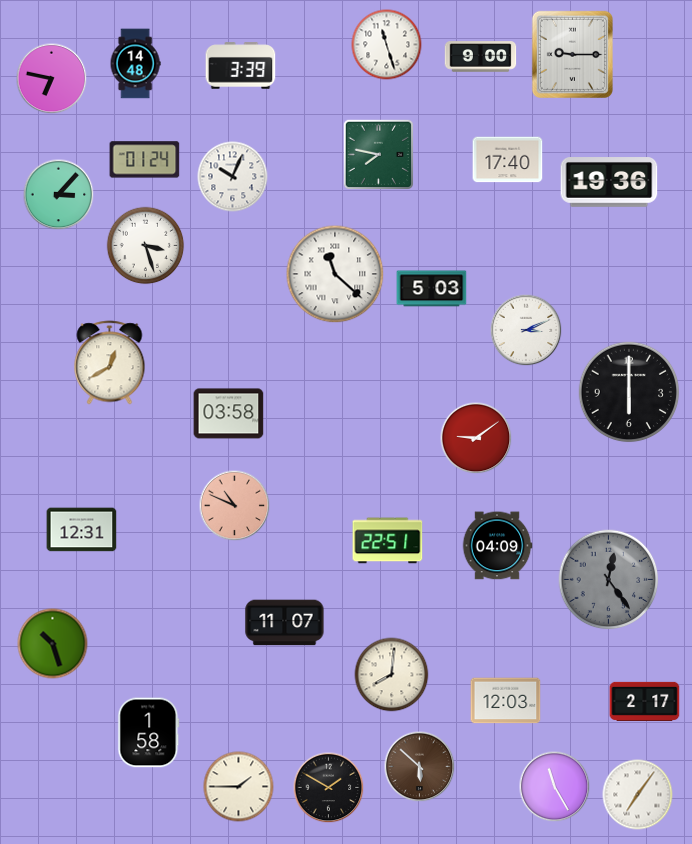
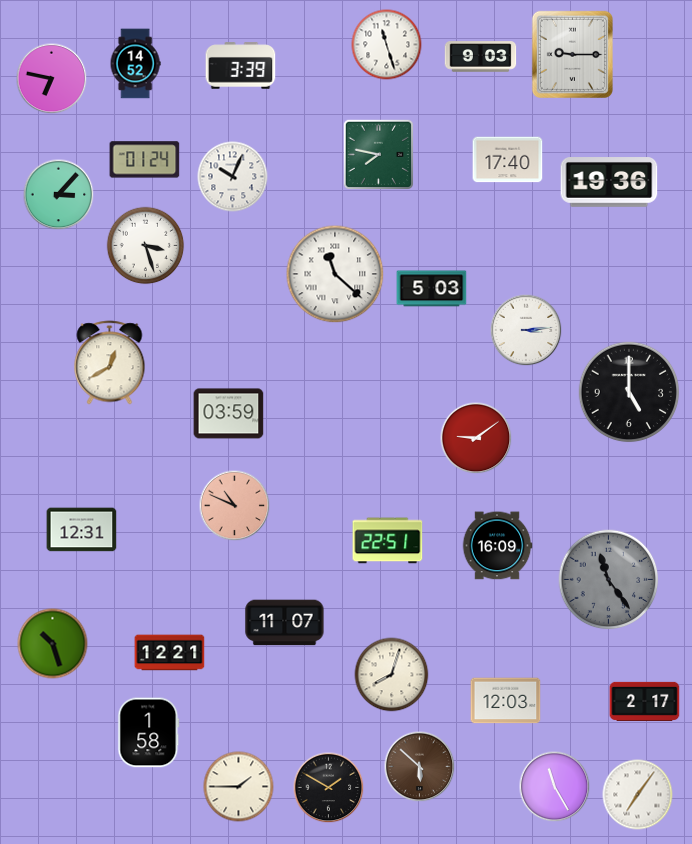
clock at (481, 57): 9:00 -> 9:03
clock at (135, 64): 14:48 -> 14:52
clock at (526, 330): 3:11 -> 3:14
clock at (629, 392): 6:00 -> 5:00
clock at (229, 414): 03:58 -> 03:59
clock at (497, 546): 04:09 -> 16:09
clock at (609, 580): 12:24 -> 11:24
clock at (170, 653): none -> 12:21
clock at (392, 675): 8:01 -> 8:03
